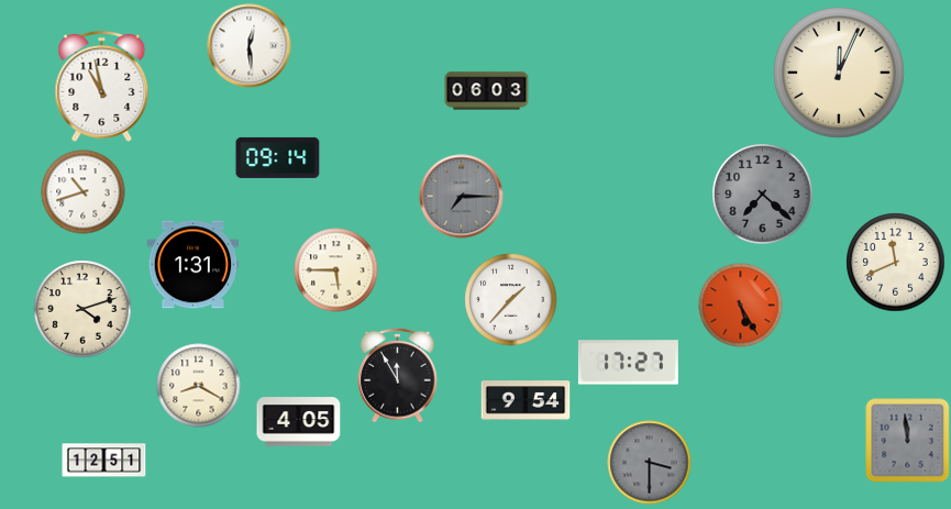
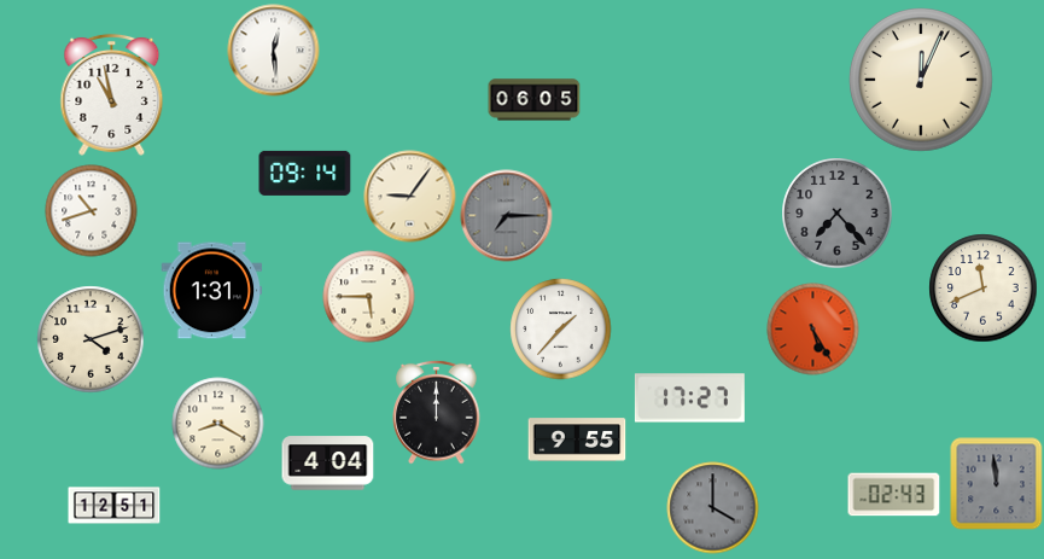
clock at (487, 91): 06:03 -> 06:05
clock at (410, 197): none -> 9:06
clock at (763, 195): 7:22 -> 7:23
clock at (741, 306) position: (741, 306) -> (813, 330)
clock at (398, 375): 11:55 -> 12:00
clock at (526, 400): 9:54 -> 9:55
clock at (299, 422): 4:05 -> 4:04
clock at (894, 495): none -> 02:43
clock at (650, 463): 3:30 -> 4:00
